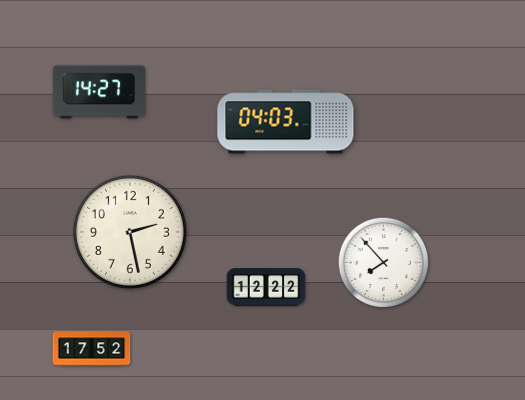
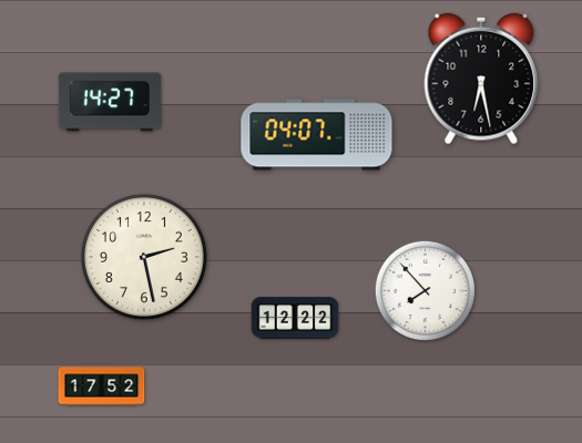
clock at (481, 79): none -> 6:28
clock at (286, 122): 04:03 -> 04:07
